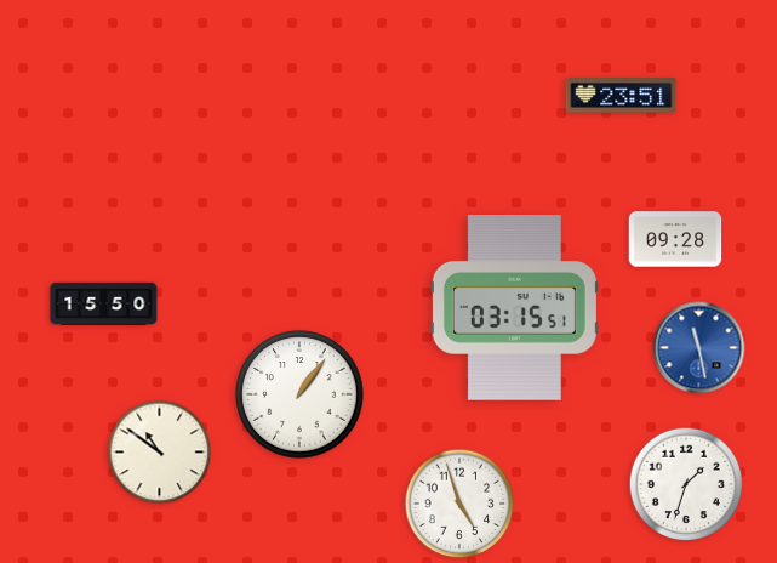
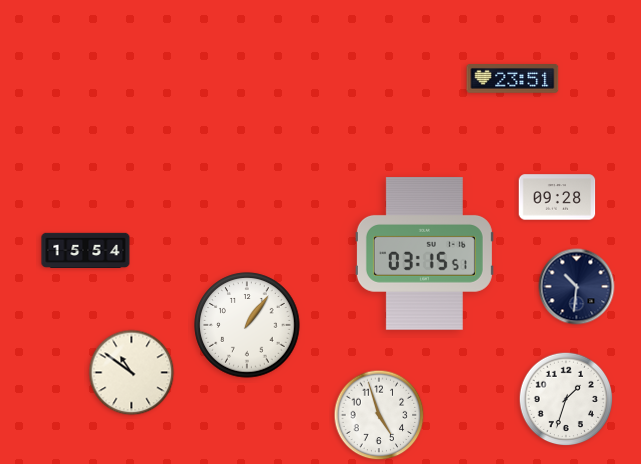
clock at (104, 305): 15:50 -> 15:54
clock at (699, 348): 11:28 -> 10:31
clock at (699, 348) dial: blue -> navy
